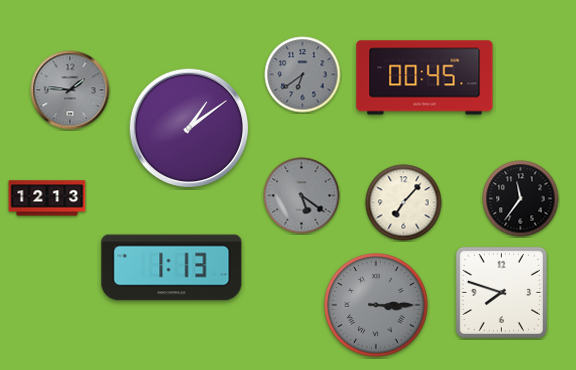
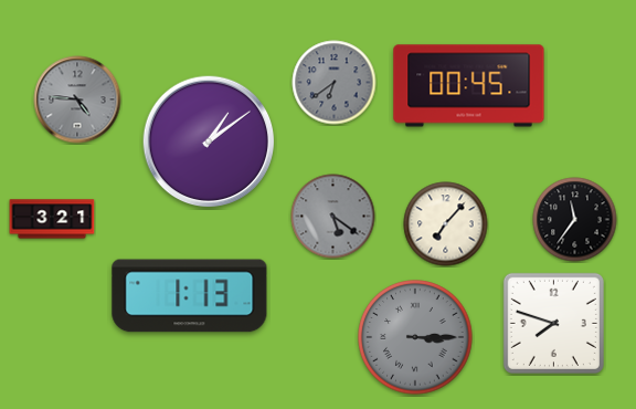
clock at (70, 90): 1:46 -> 4:46
clock at (47, 198): 12:13 -> 3:21
